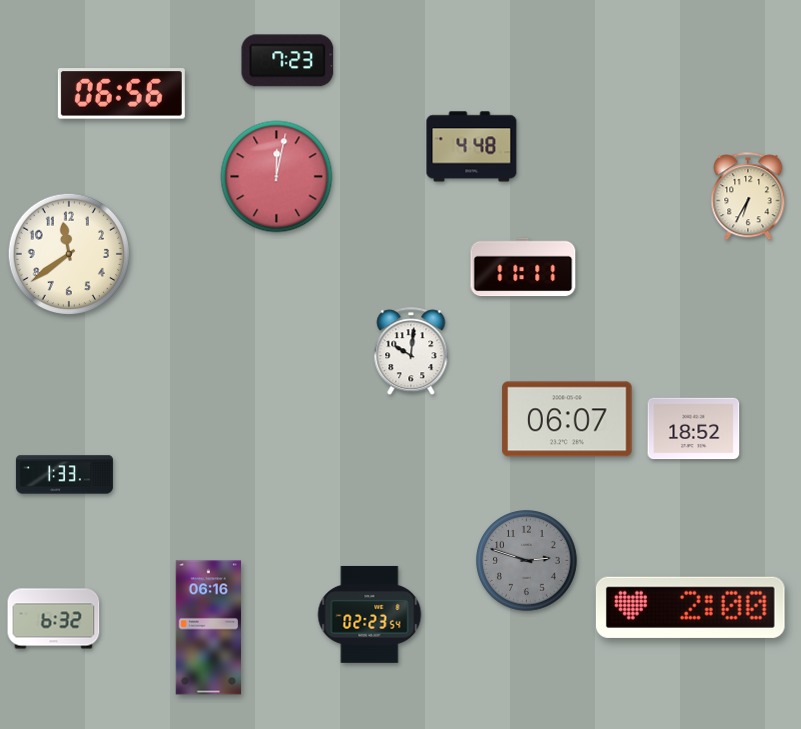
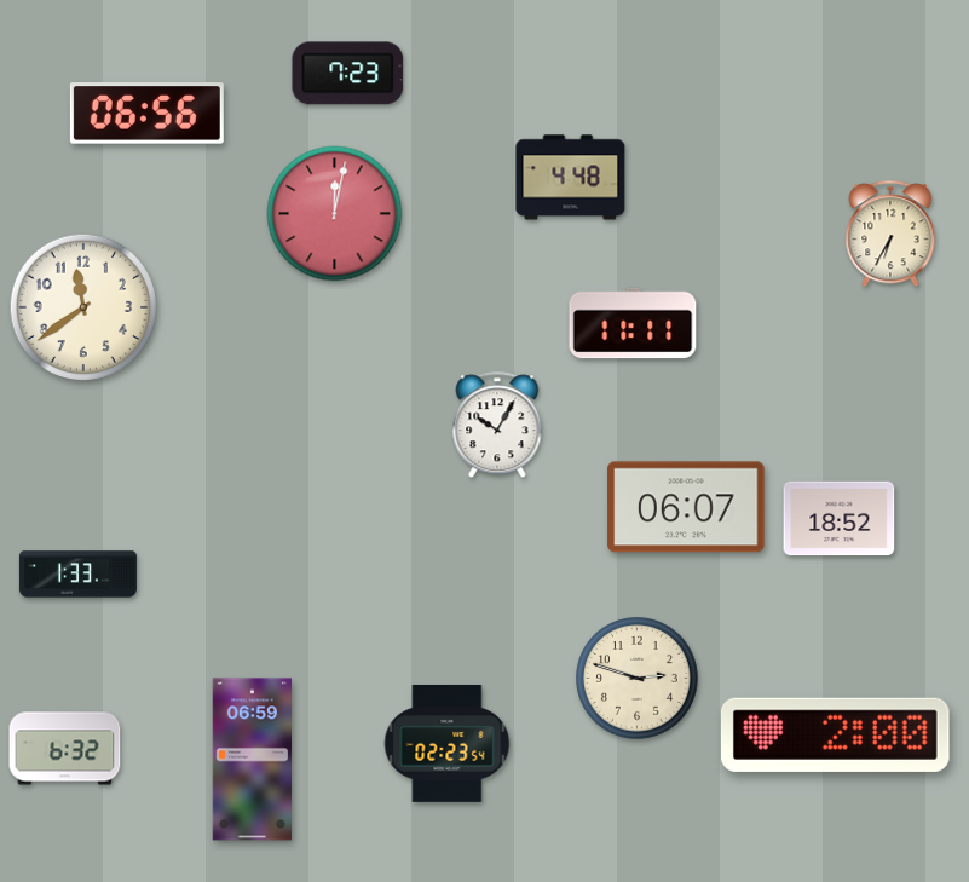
clock at (748, 197) position: (748, 197) -> (890, 235)
clock at (411, 352): 10:01 -> 10:05
clock at (527, 561) dial: grey -> cream
clock at (209, 628): 06:16 -> 06:59
